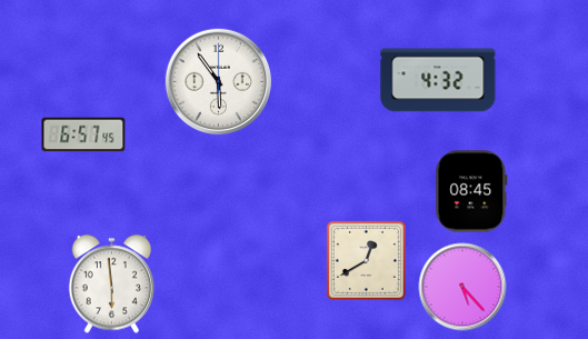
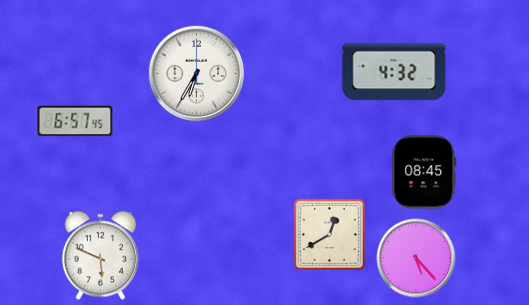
clock at (219, 82): 5:54 -> 6:35
clock at (112, 285): 5:59 -> 5:49
